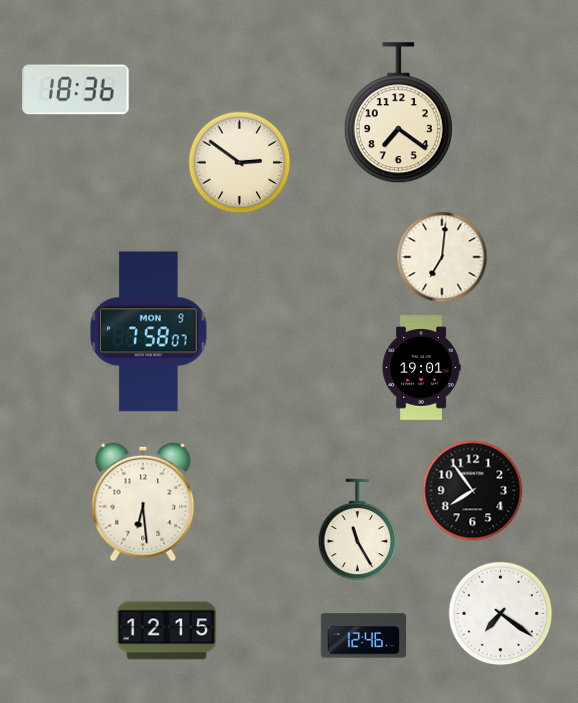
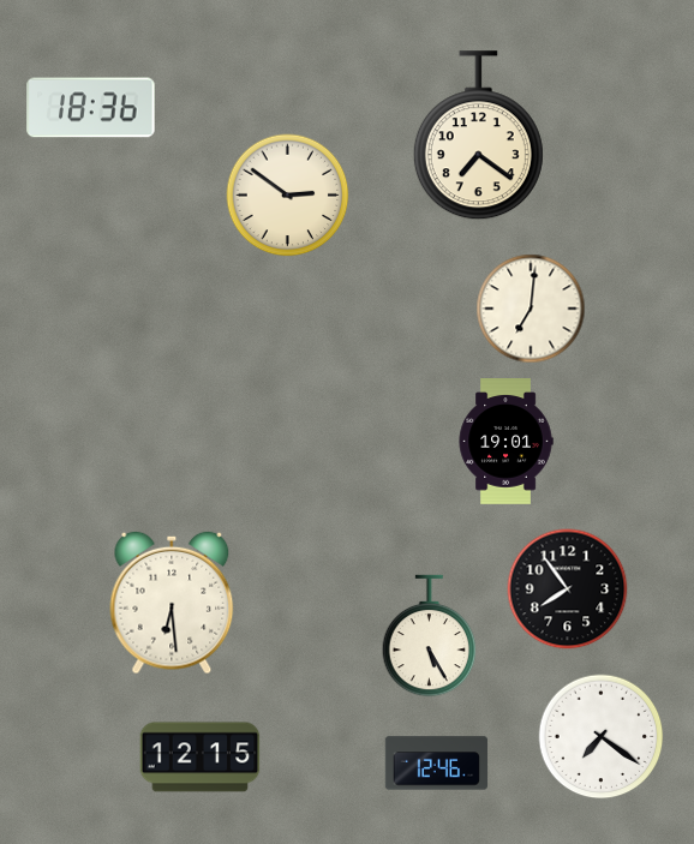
clock at (149, 332): 7:58 -> none
clock at (358, 530): 11:25 -> 5:25
